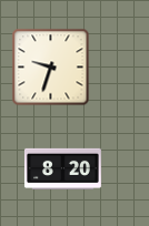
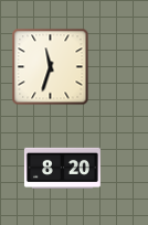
clock at (51, 68): 9:33 -> 11:33
